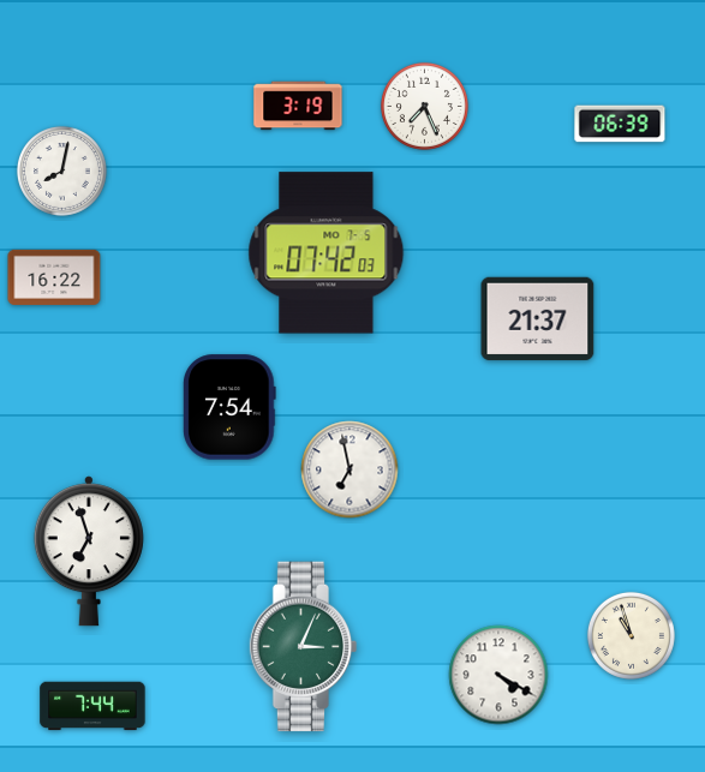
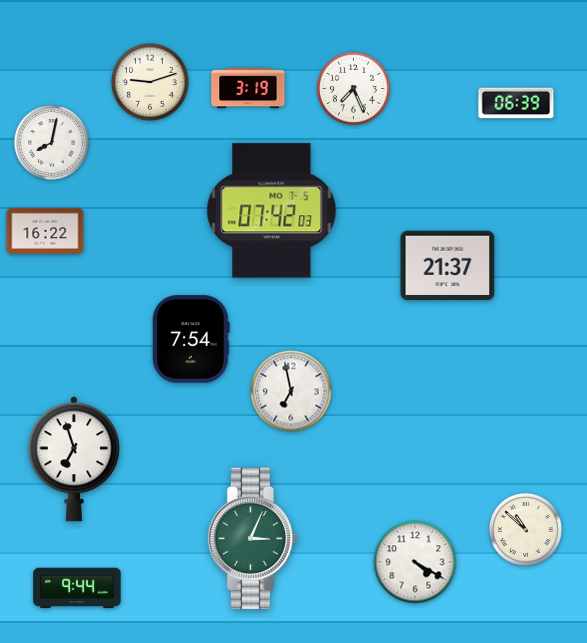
clock at (150, 82): none -> 9:12
clock at (631, 635): 10:57 -> 10:52
clock at (92, 706): 7:44 -> 9:44
